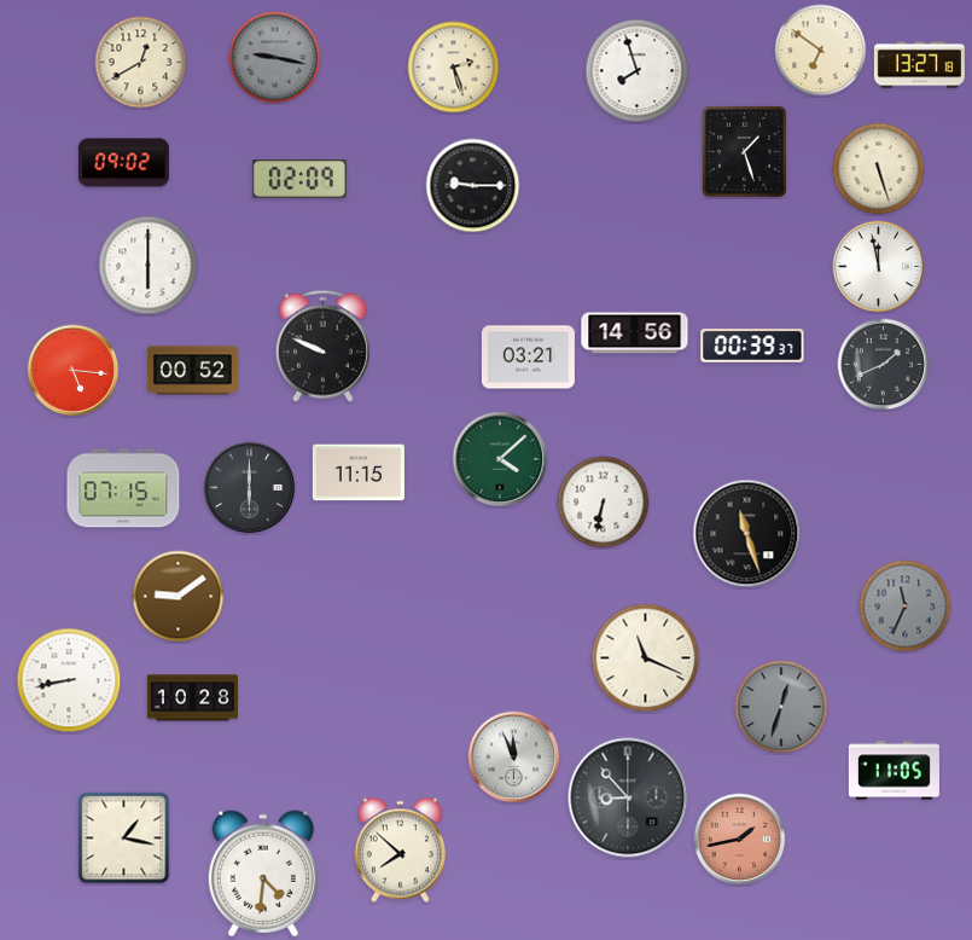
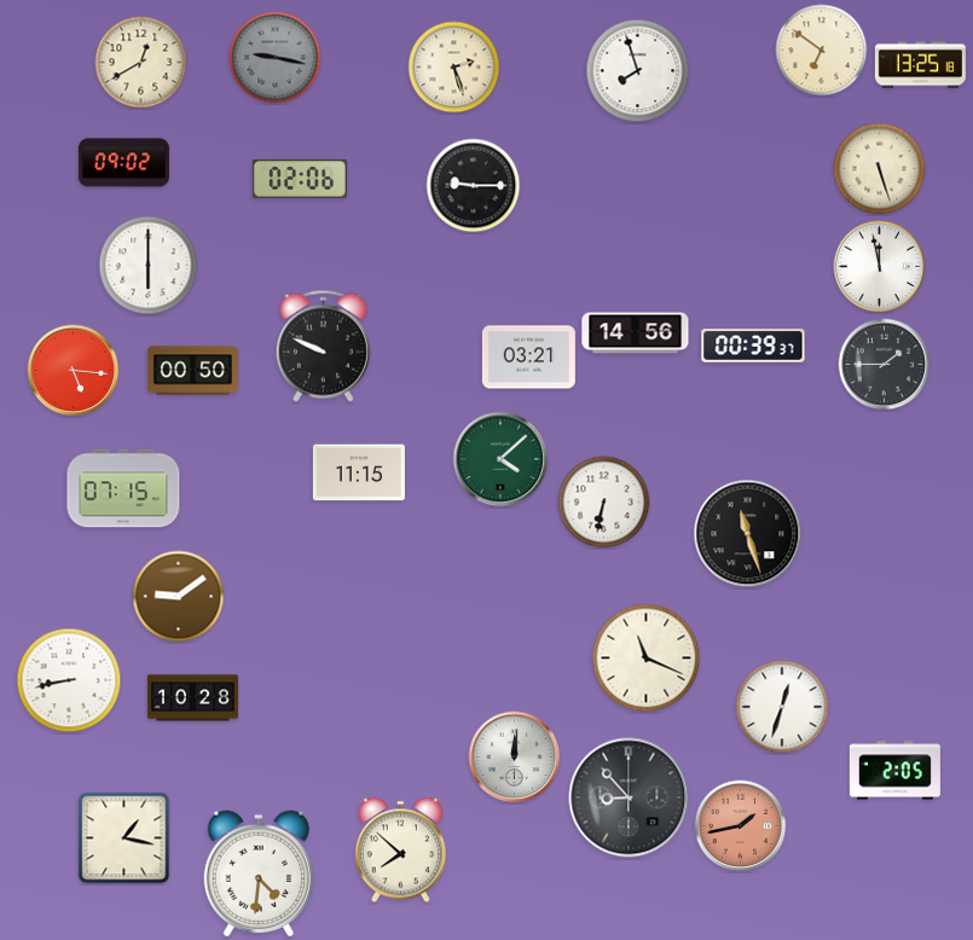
clock at (919, 65): 13:27 -> 13:25
clock at (745, 152): 1:27 -> none
clock at (299, 179): 02:09 -> 02:06
clock at (884, 365): 1:41 -> 1:45
clock at (192, 371): 00:52 -> 00:50
clock at (250, 488): 6:00 -> none
clock at (906, 607): 11:34 -> none
clock at (781, 707) dial: grey -> white
clock at (514, 758): 11:56 -> 12:01
clock at (894, 771): 11:05 -> 2:05
clock at (740, 840) position: (740, 840) -> (741, 826)
clock at (263, 874) position: (263, 874) -> (259, 874)
